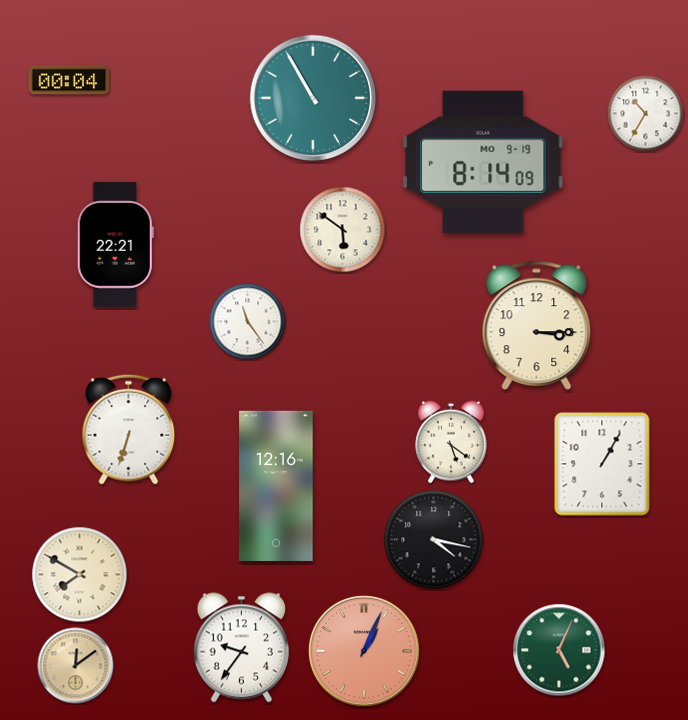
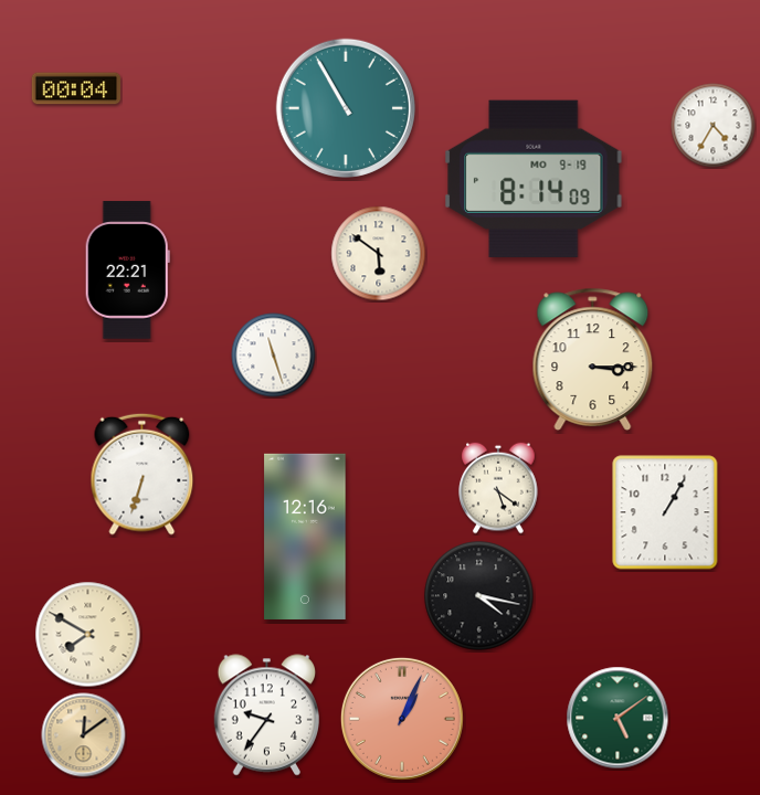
clock at (646, 114): 10:35 -> 4:35
clock at (248, 322): 11:24 -> 11:27
clock at (559, 650): 5:04 -> 5:09
